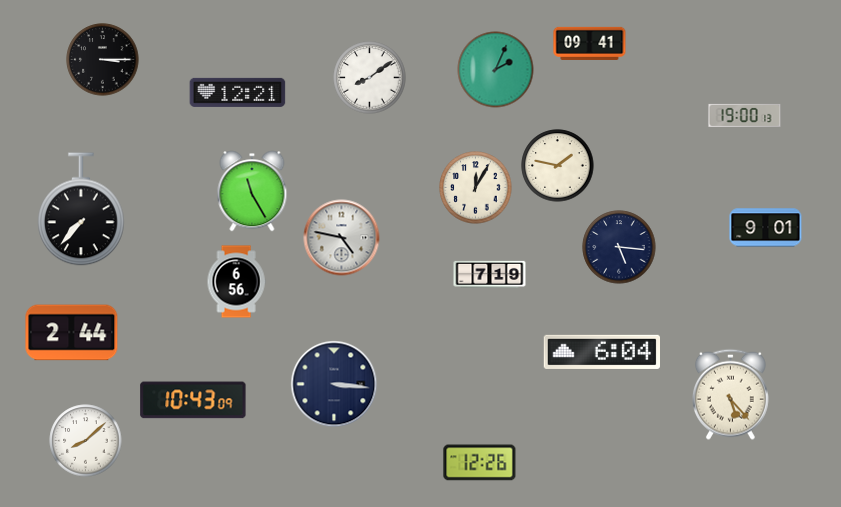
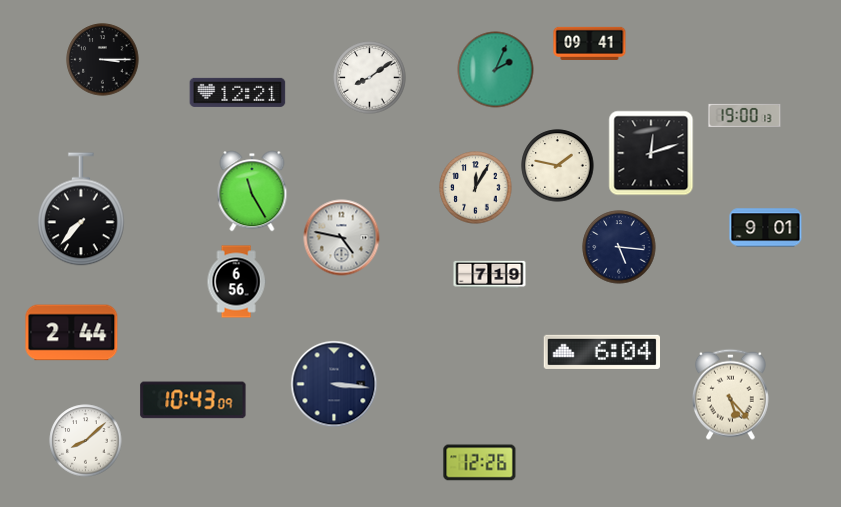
clock at (651, 153): none -> 12:12
